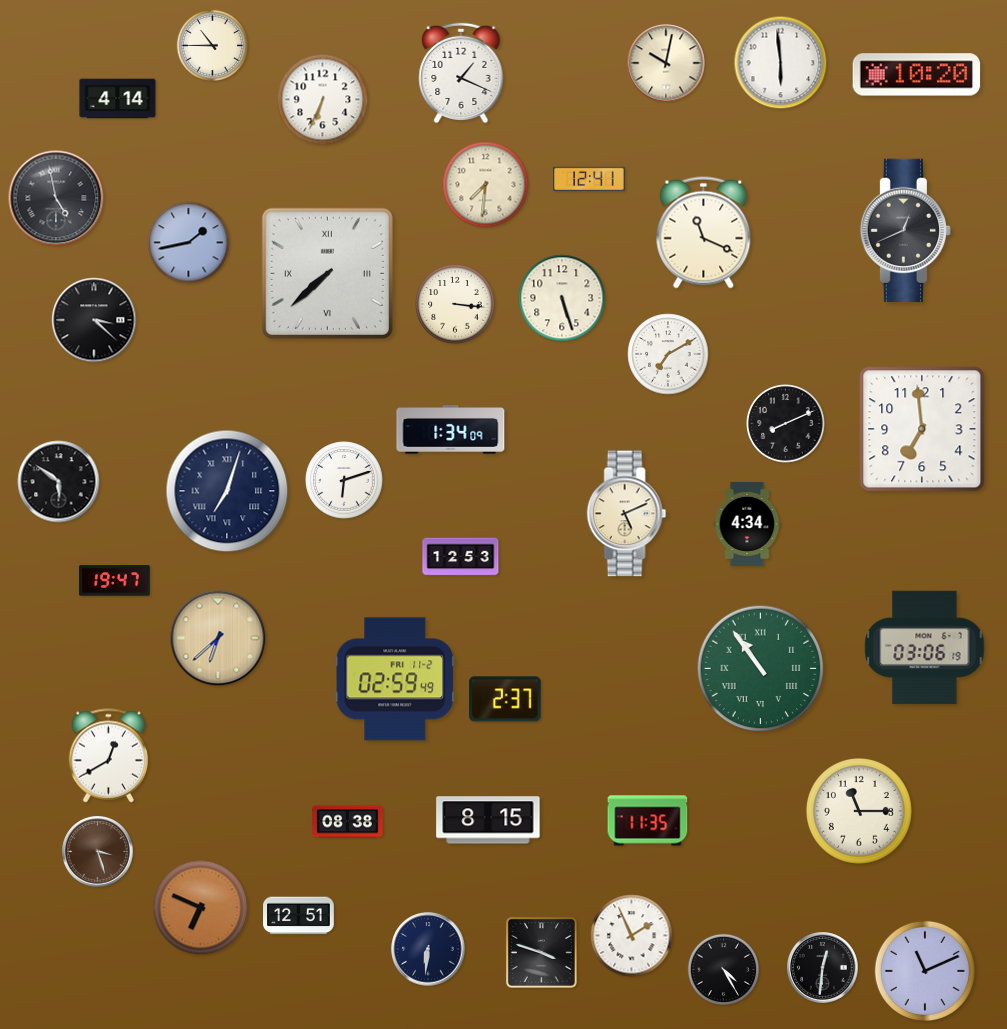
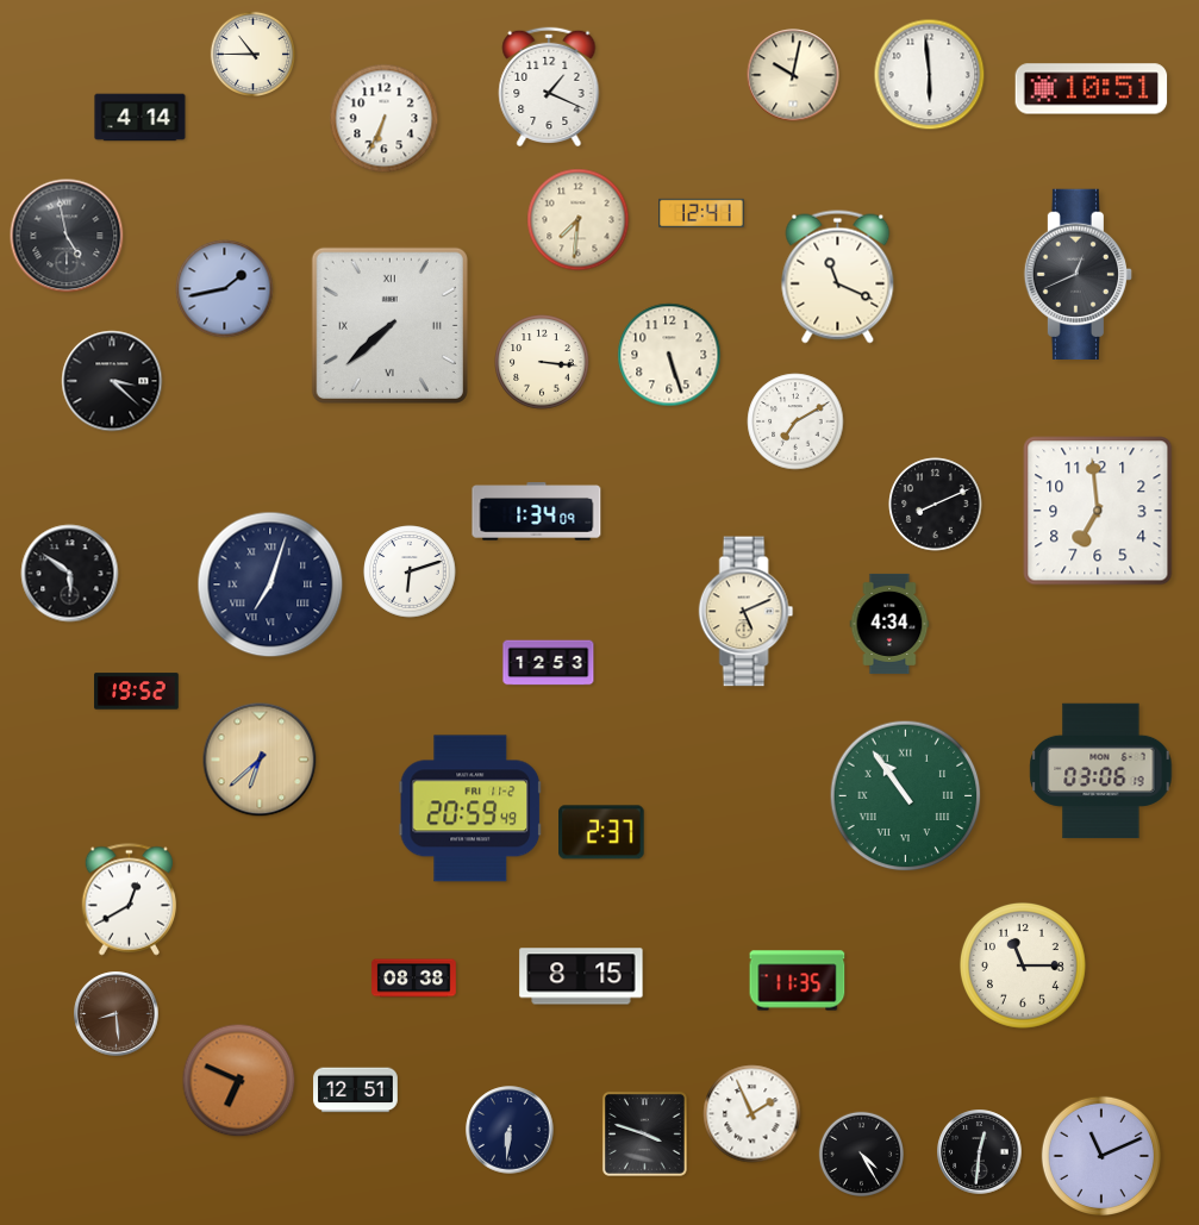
clock at (917, 75): 10:20 -> 10:51
clock at (115, 581): 19:47 -> 19:52
clock at (394, 679): 02:59 -> 20:59
clock at (648, 821) position: (648, 821) -> (798, 981)
clock at (98, 852): 3:27 -> 8:29
